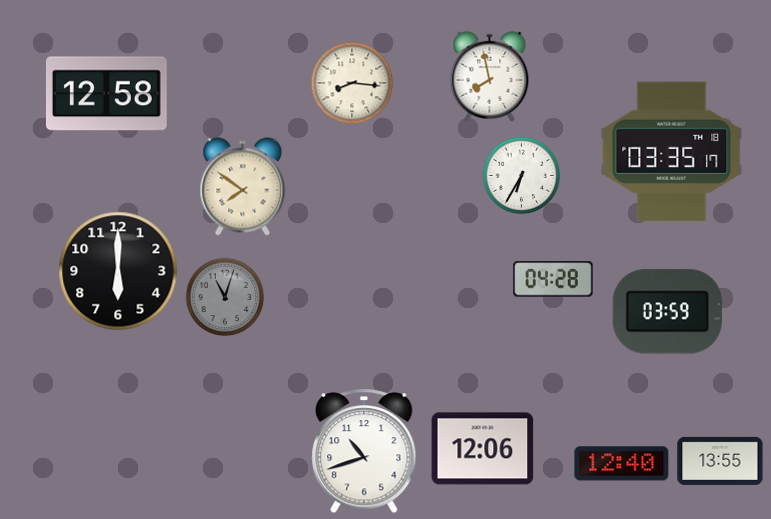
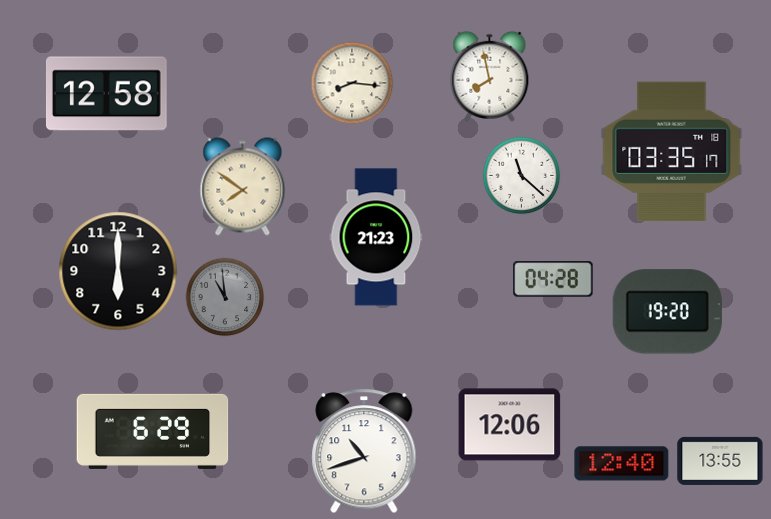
clock at (521, 175): 6:35 -> 11:22
clock at (376, 237): none -> 21:23
clock at (225, 297): 11:03 -> 10:59
clock at (667, 312): 03:59 -> 19:20
clock at (153, 431): none -> 6:29
clock at (483, 449) position: (483, 449) -> (510, 425)
